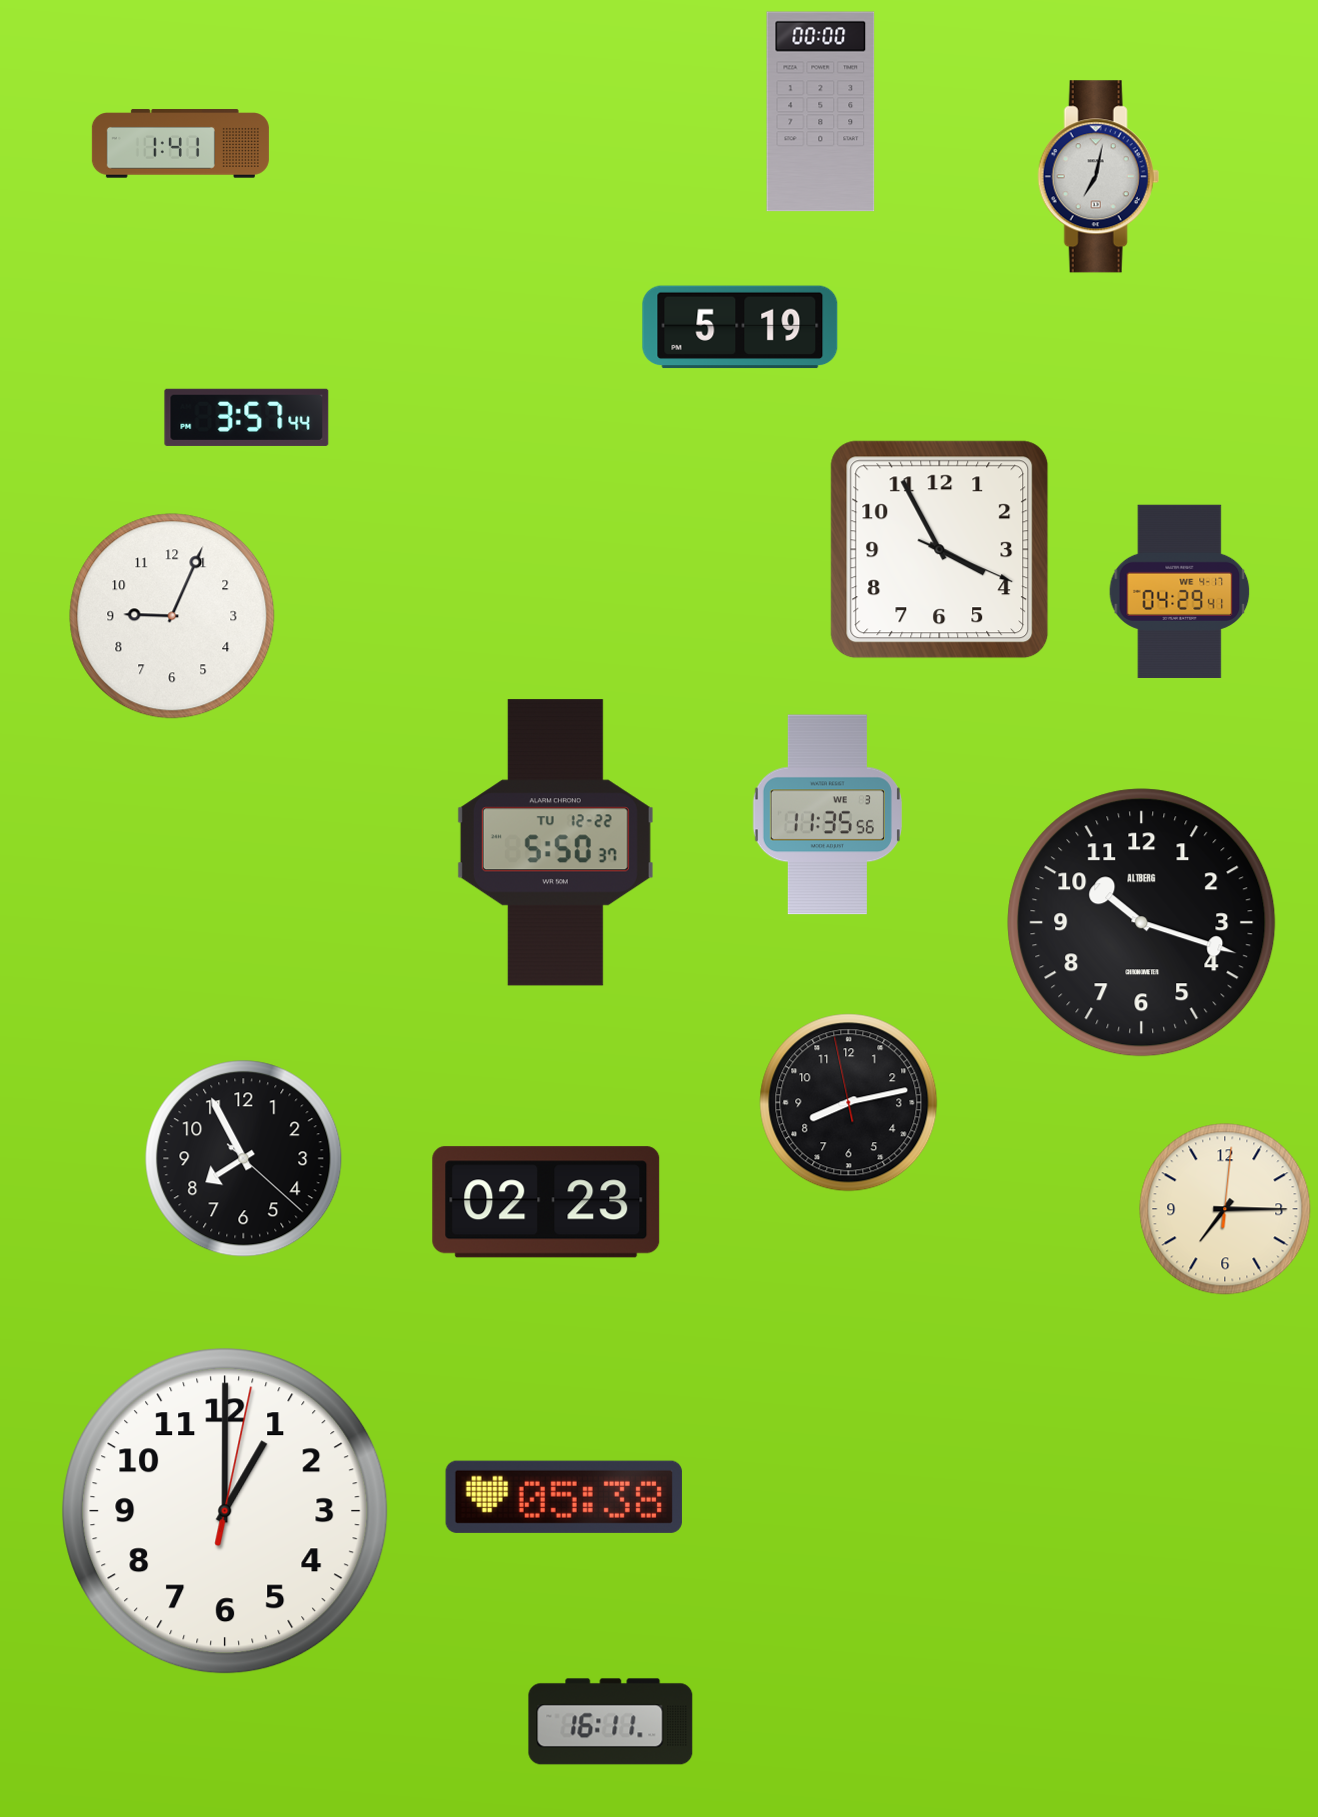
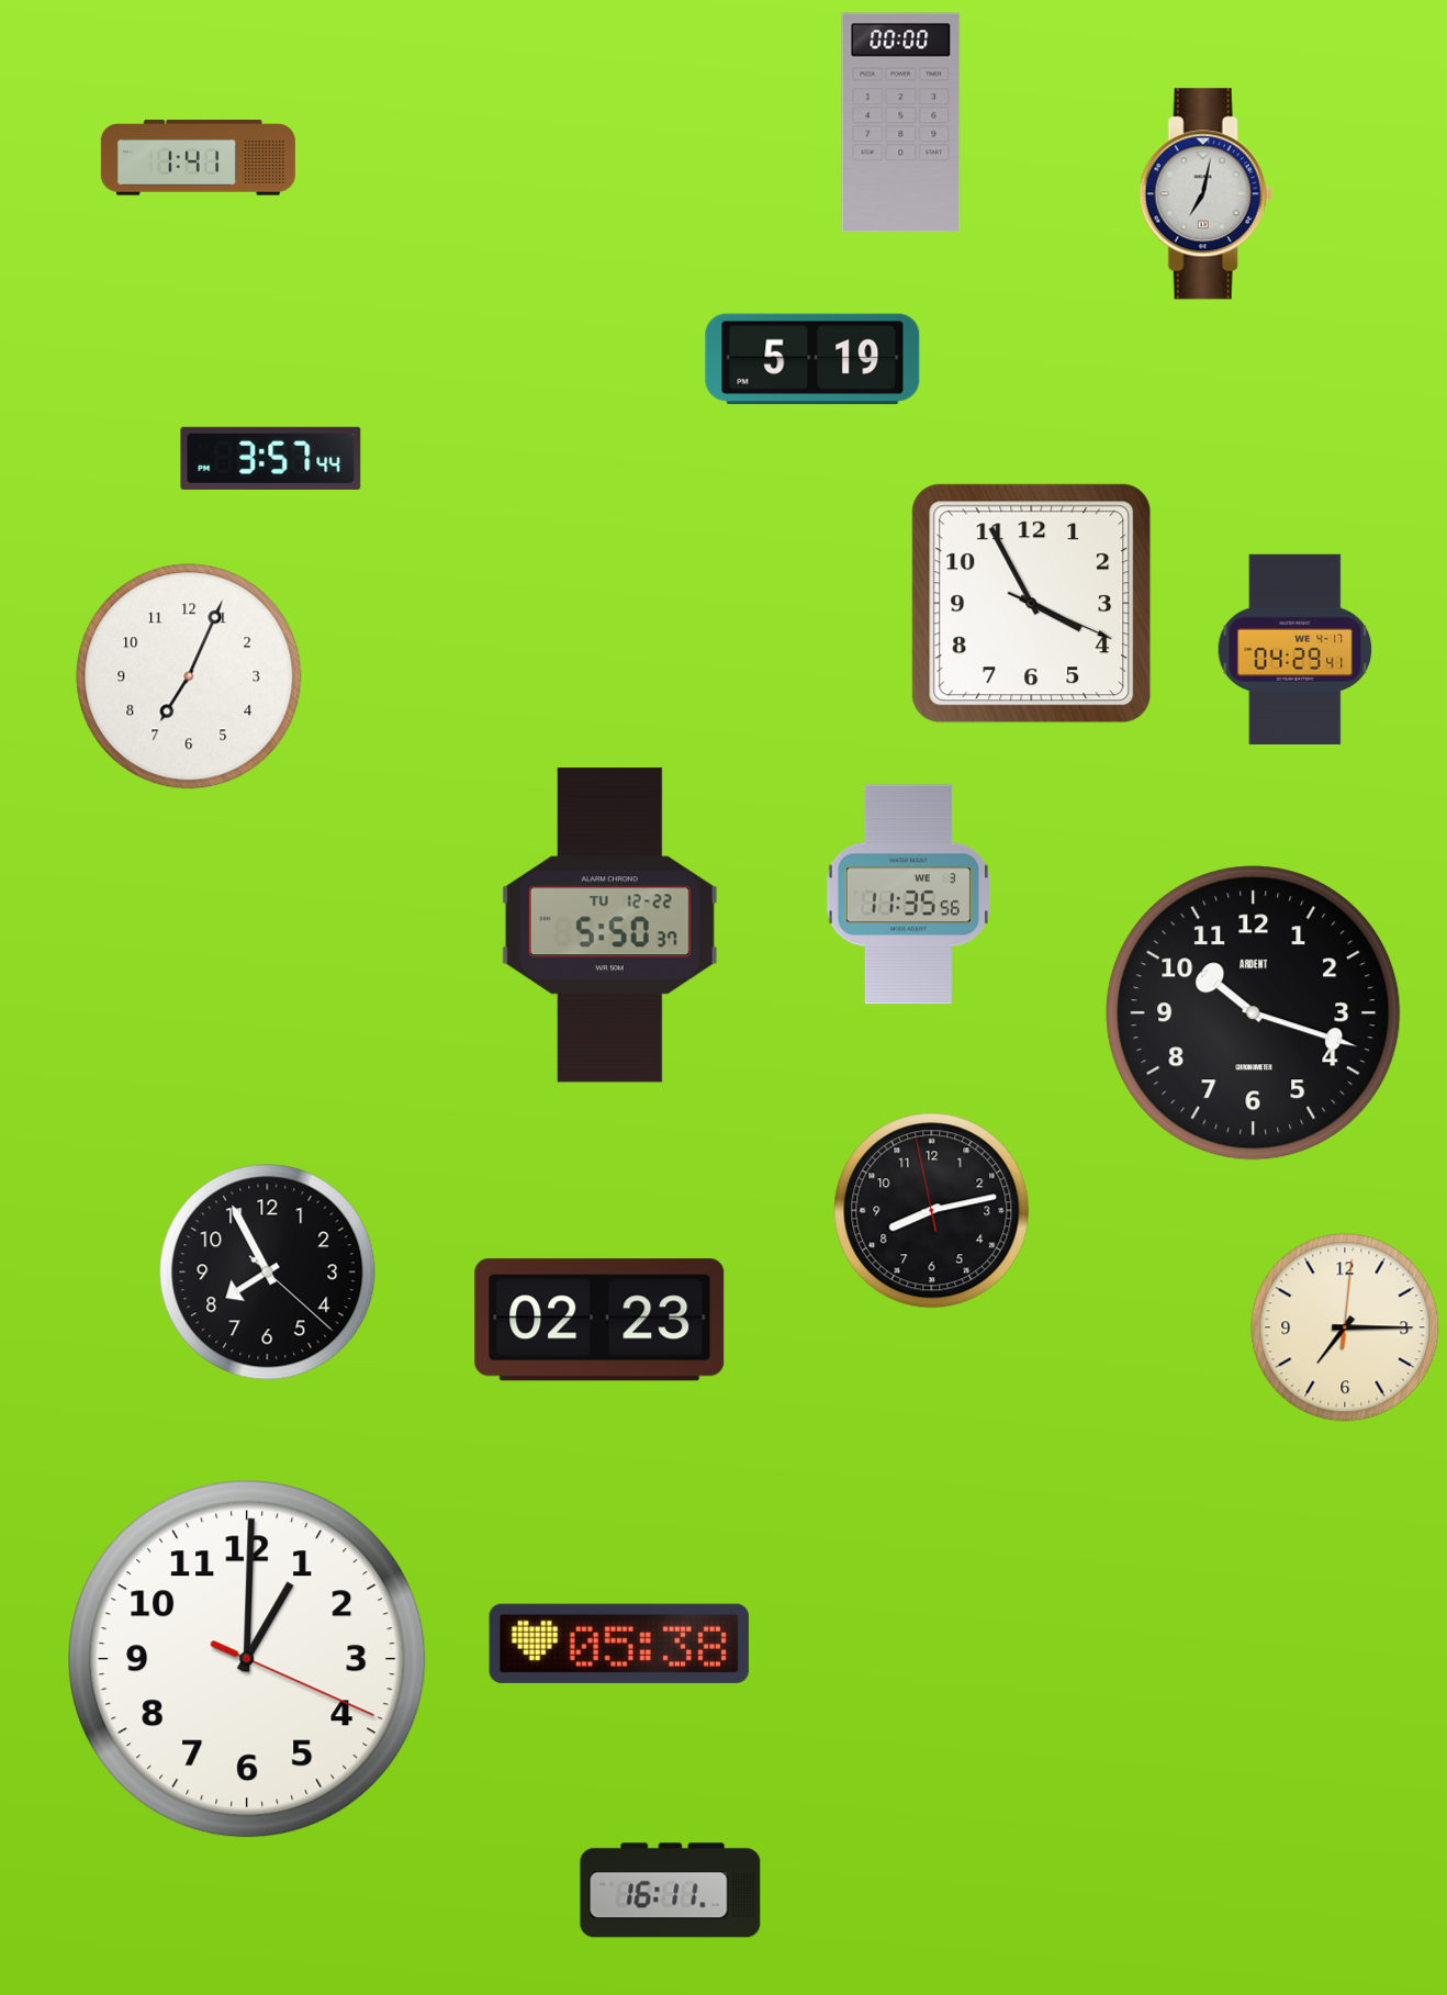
clock at (172, 616): 9:04 -> 7:04
clock at (1142, 923) brand: ALTBERG -> ARDENT
clock at (225, 1511): 1:00:02 -> 1:00:19
